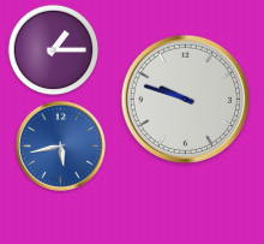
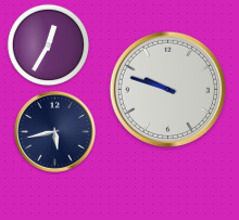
clock at (54, 50): 1:15 -> 12:35
clock at (60, 145) dial: blue -> navy
